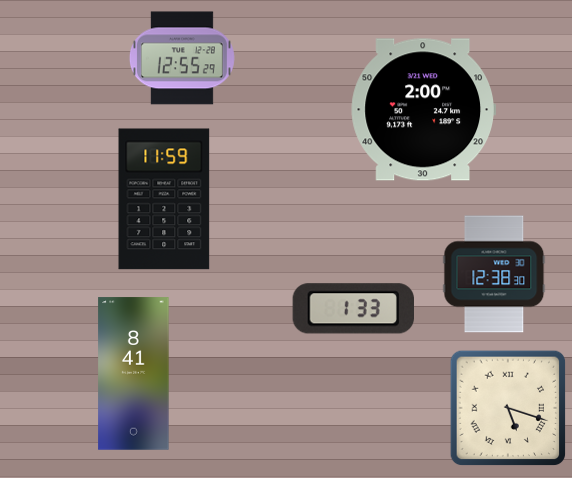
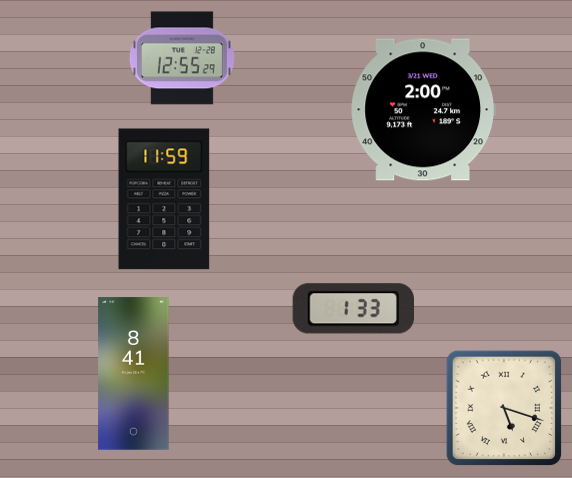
clock at (494, 274): 12:38 -> none
clock at (508, 408) position: (508, 408) -> (504, 408)
